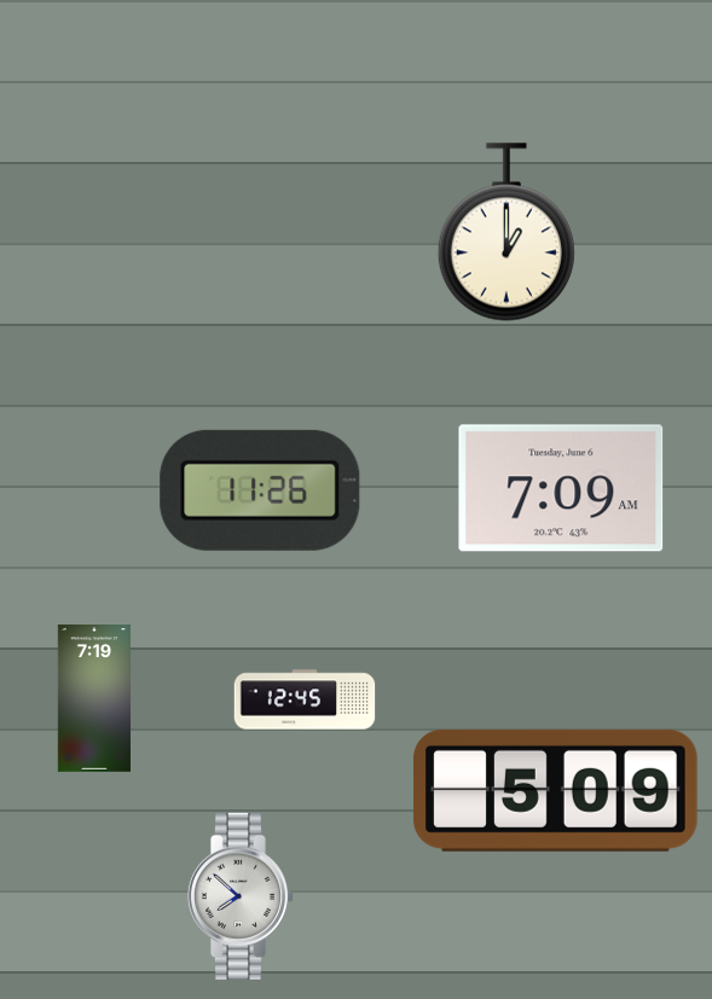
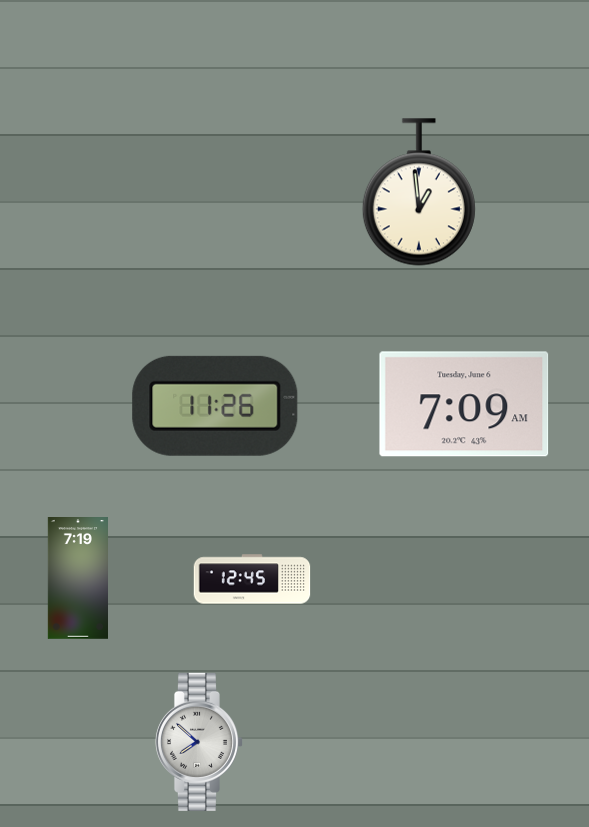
clock at (506, 232): 1:00 -> 12:59
clock at (556, 790): 5:09 -> none
